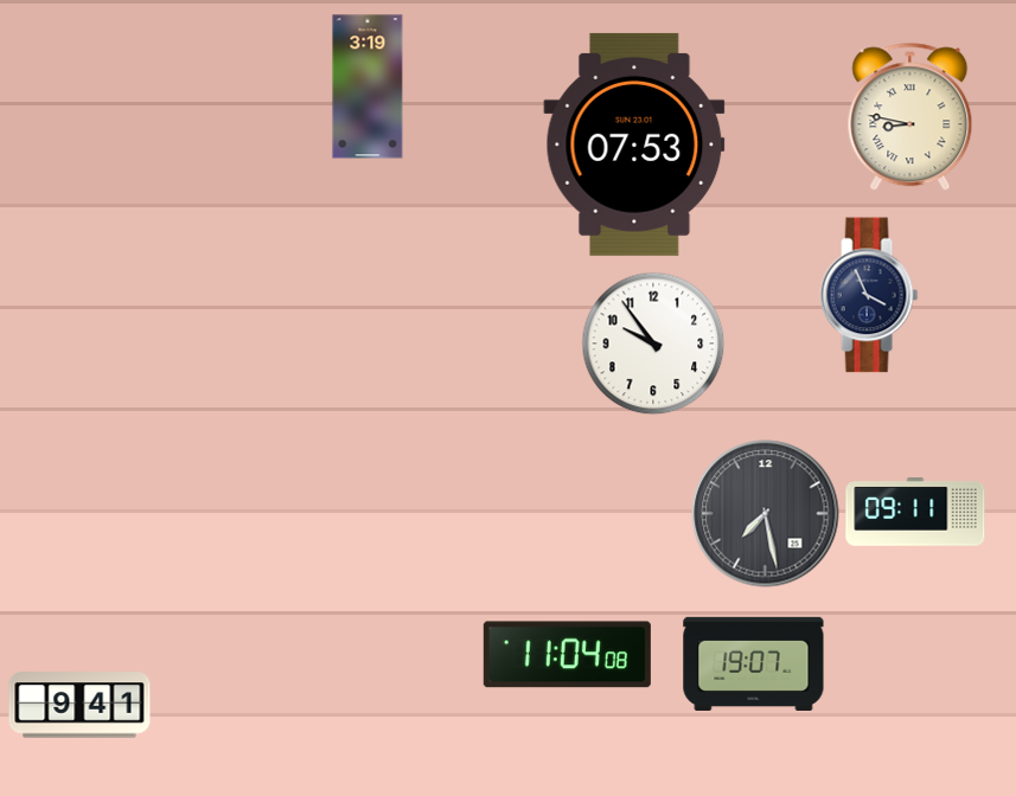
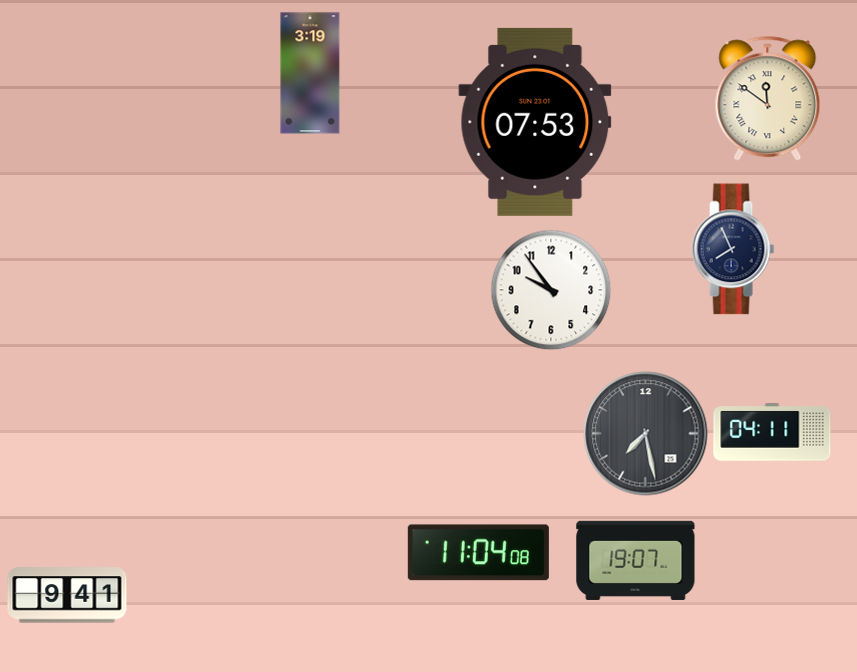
clock at (910, 117): 8:47 -> 11:51
clock at (869, 295): 3:56 -> 7:56
clock at (915, 512): 09:11 -> 04:11
